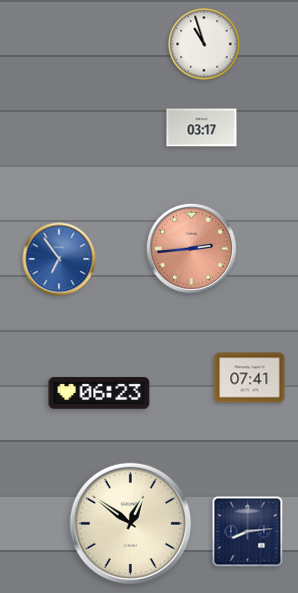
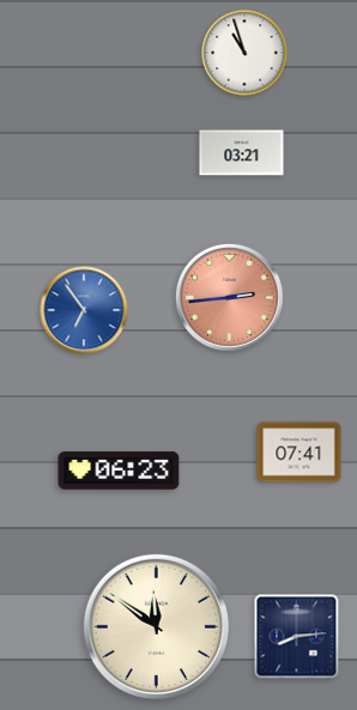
clock at (202, 128): 03:17 -> 03:21
clock at (59, 259) position: (59, 259) -> (84, 310)
clock at (130, 523): 12:51 -> 11:51
